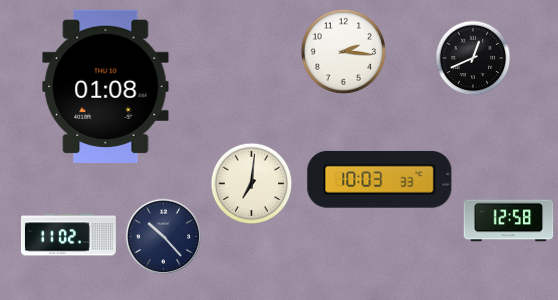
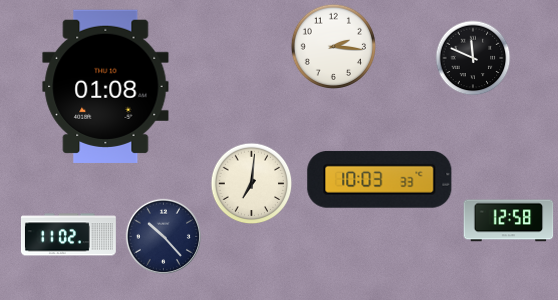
clock at (343, 51) position: (343, 51) -> (333, 46)
clock at (473, 58): 12:41 -> 11:49
